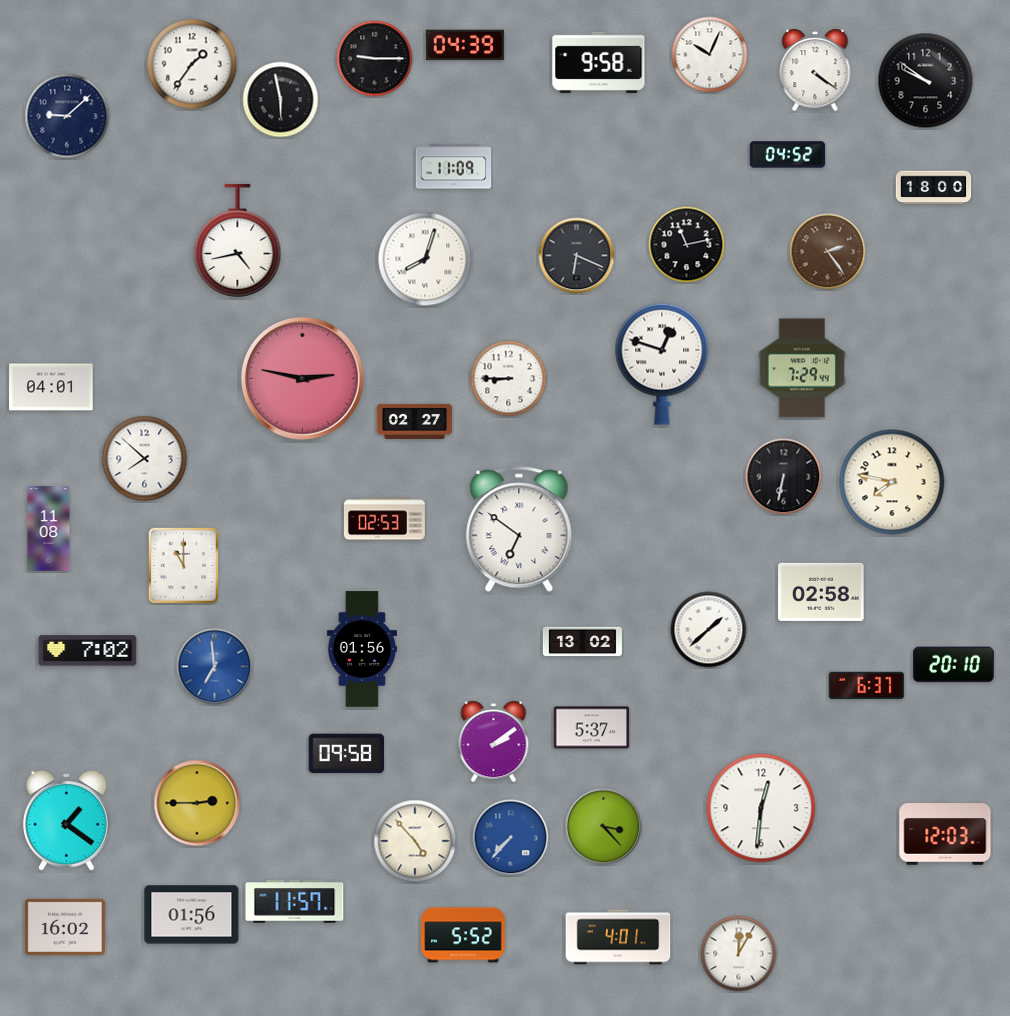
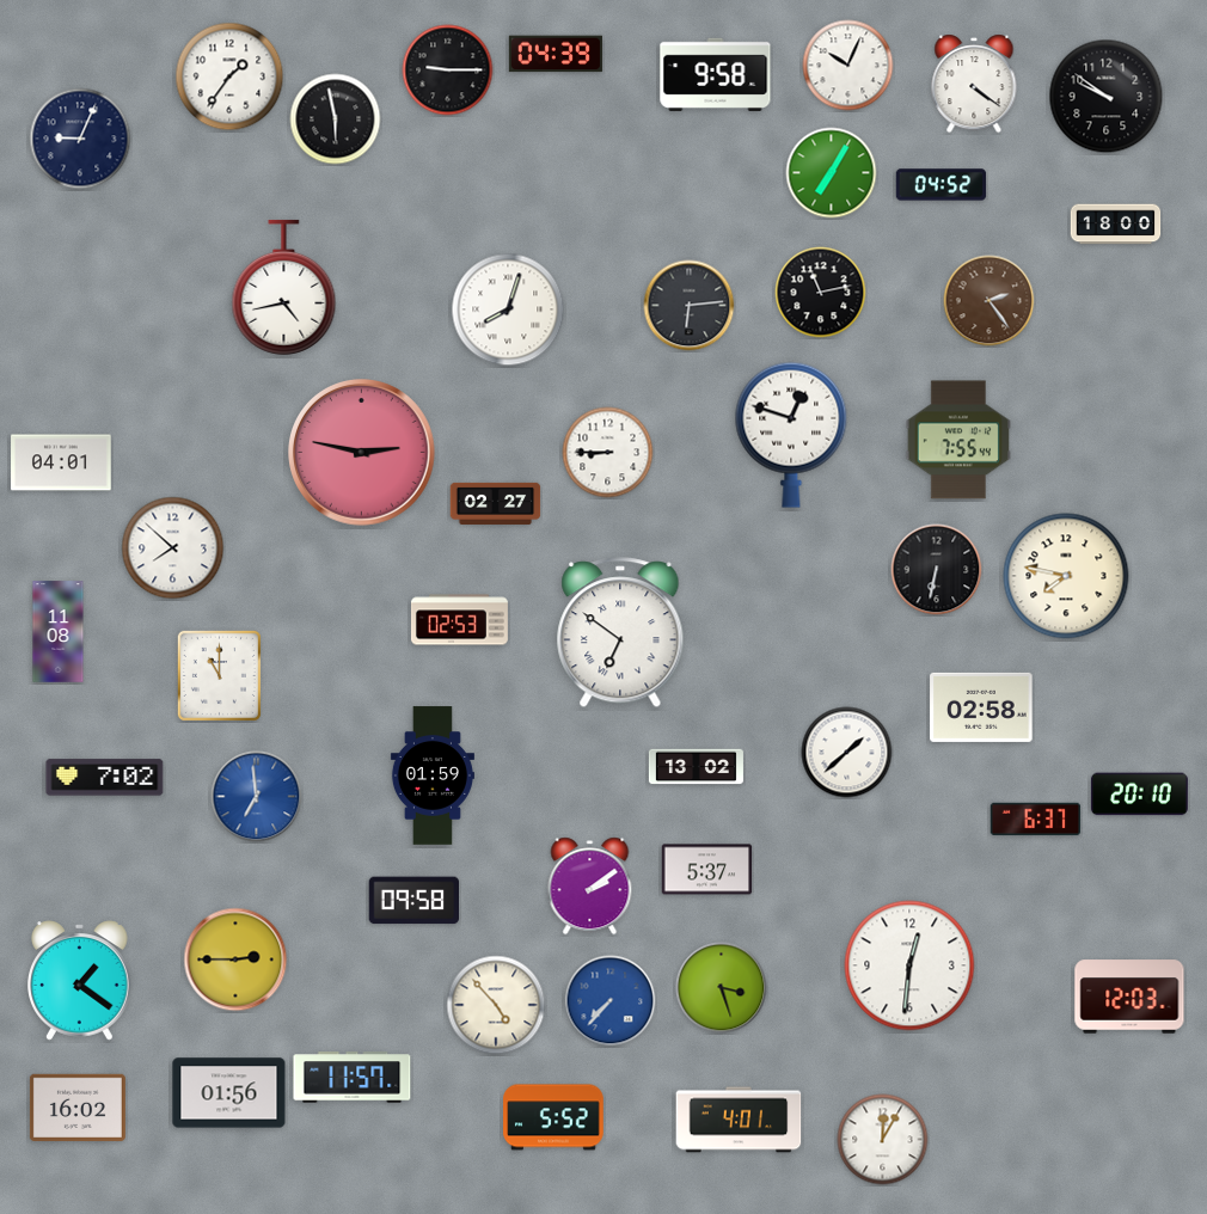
clock at (67, 116): 9:08 -> 9:04
clock at (832, 173): none -> 7:05
clock at (454, 167): 11:09 -> none
clock at (577, 256): 6:19 -> 6:14
clock at (802, 368): 7:29 -> 7:55
clock at (362, 649): 01:56 -> 01:59
clock at (604, 827): 3:23 -> 3:27
